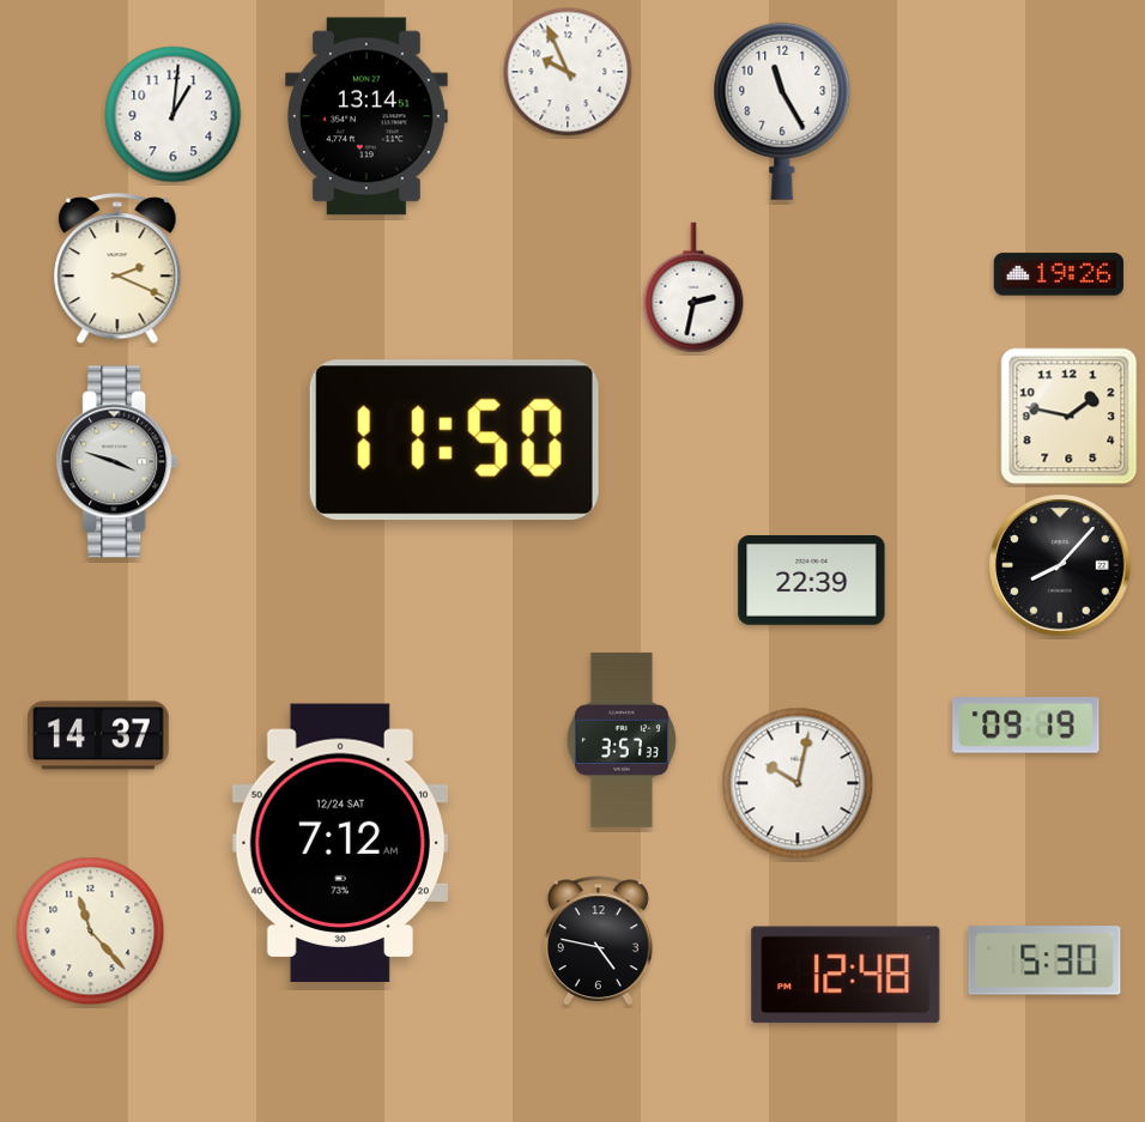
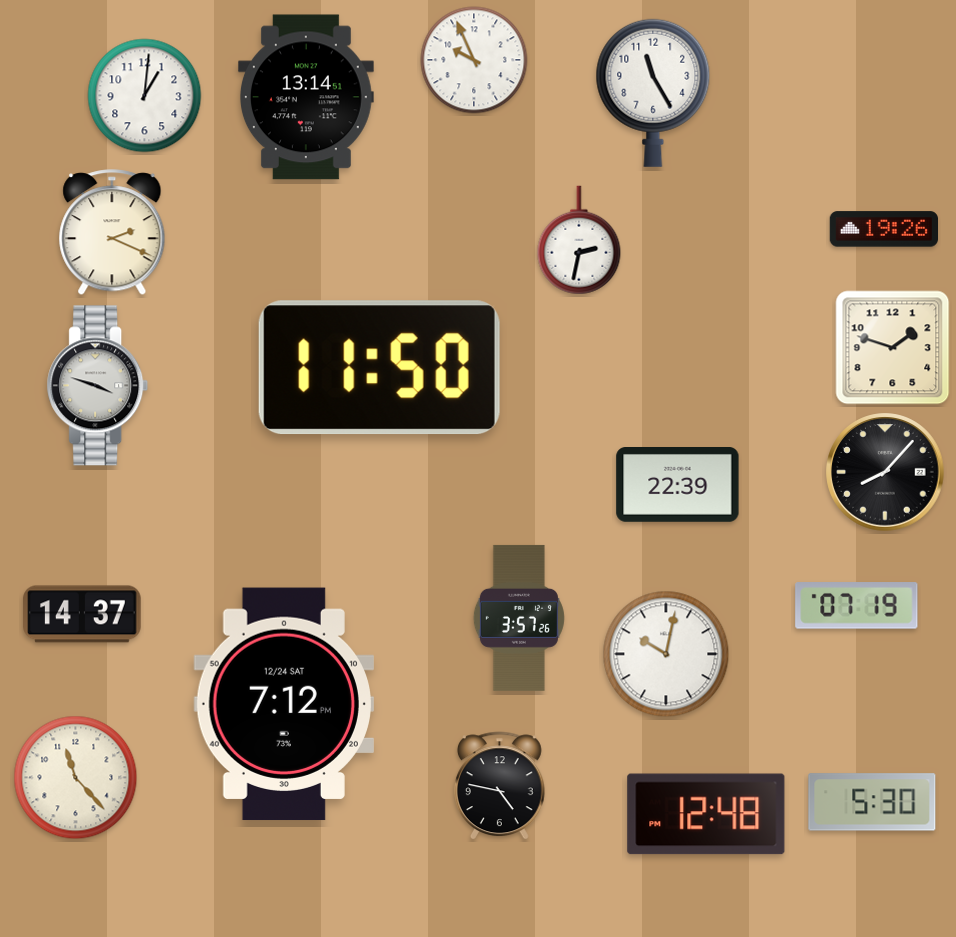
clock at (117, 269) position: (117, 269) -> (112, 233)
clock at (1070, 417): 1:47 -> 1:48
clock at (1026, 726): 09:19 -> 07:19
clock at (622, 740): 3:57:33 -> 3:57:26
clock at (340, 843): 7:12 AM -> 7:12 PM
